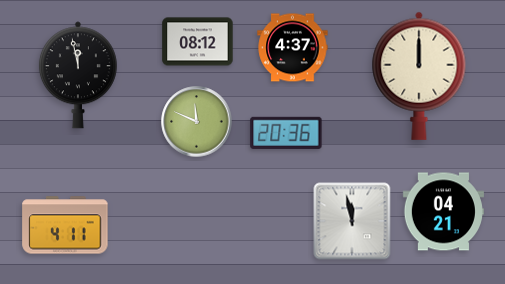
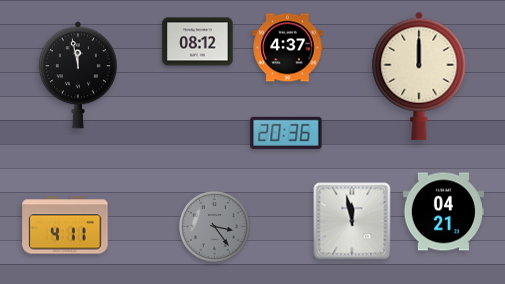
clock at (293, 48) position: (293, 48) -> (288, 48)
clock at (197, 122): 11:49 -> none
clock at (214, 226): none -> 3:24
